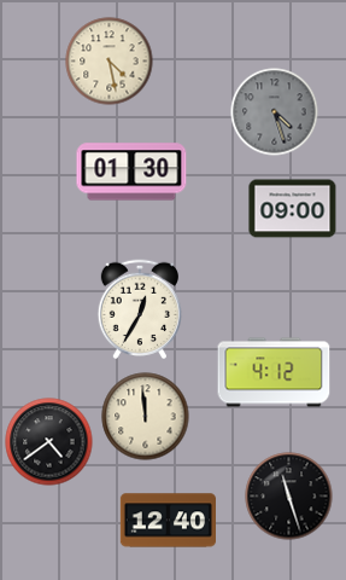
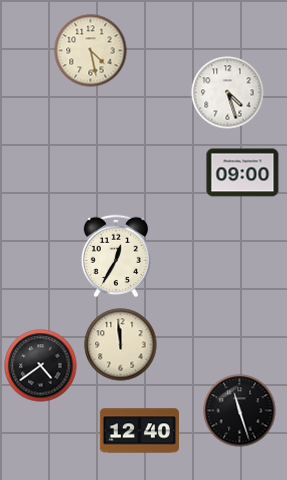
clock at (275, 112) dial: grey -> white
clock at (131, 172): 01:30 -> none
clock at (274, 372): 4:12 -> none
